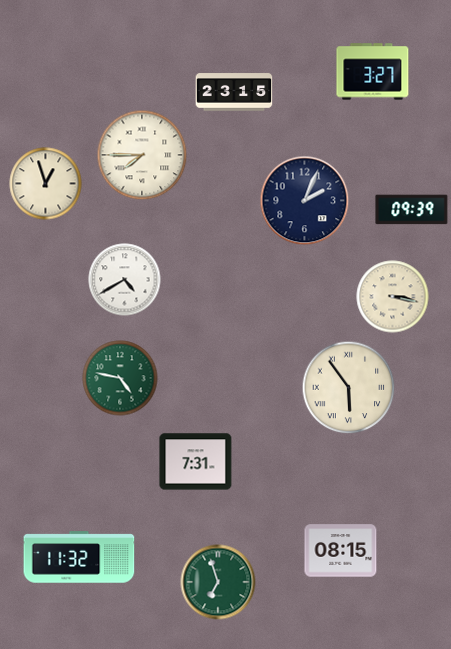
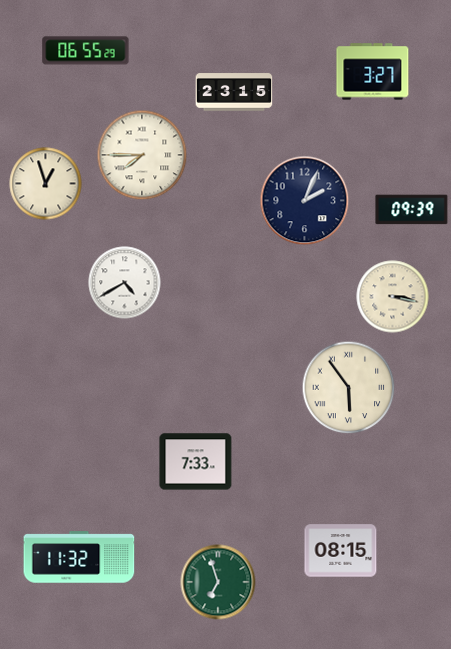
clock at (86, 51): none -> 06:55
clock at (125, 280) position: (125, 280) -> (125, 283)
clock at (120, 378): 4:47 -> none
clock at (196, 462): 7:31 -> 7:33
